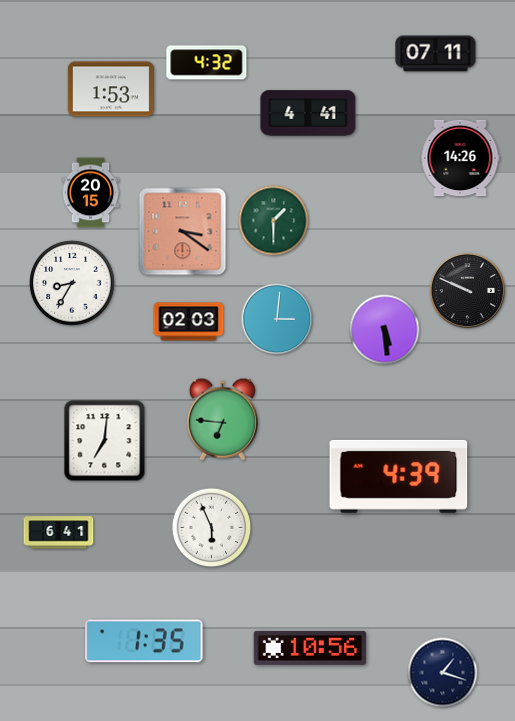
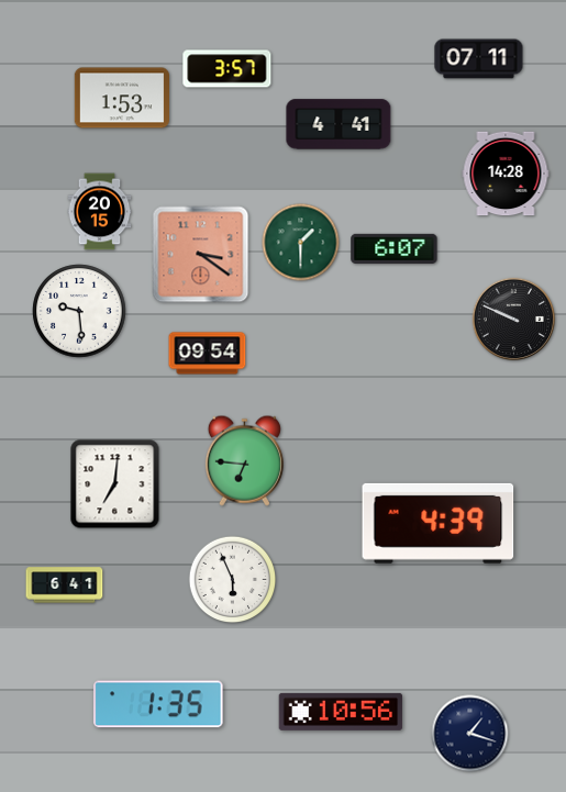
clock at (207, 63): 4:32 -> 3:57
clock at (460, 158): 14:26 -> 14:28
clock at (395, 248): none -> 6:07
clock at (72, 283): 8:35 -> 9:29
clock at (277, 319): 3:01 -> none
clock at (189, 322): 02:03 -> 09:54
clock at (385, 330): 5:29 -> none
clock at (443, 673) position: (443, 673) -> (470, 734)
